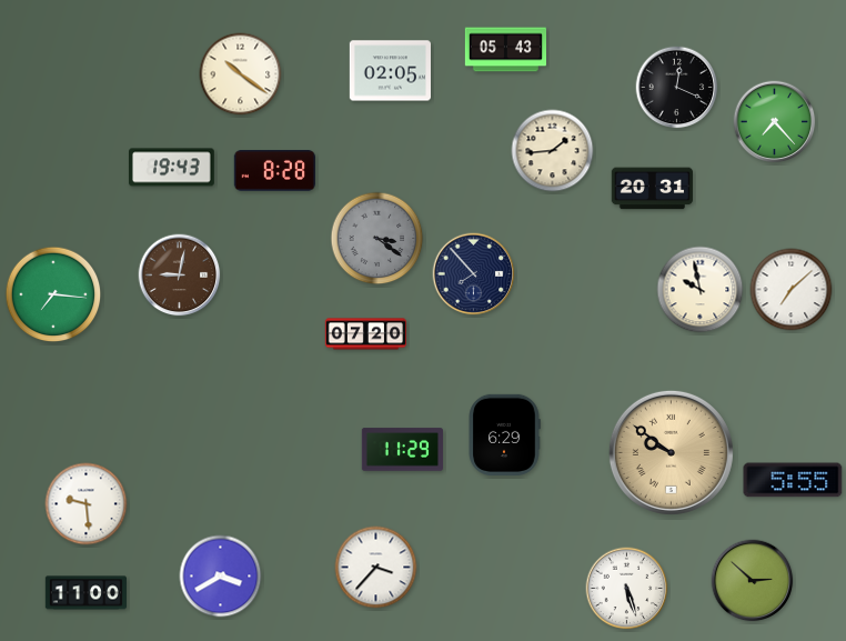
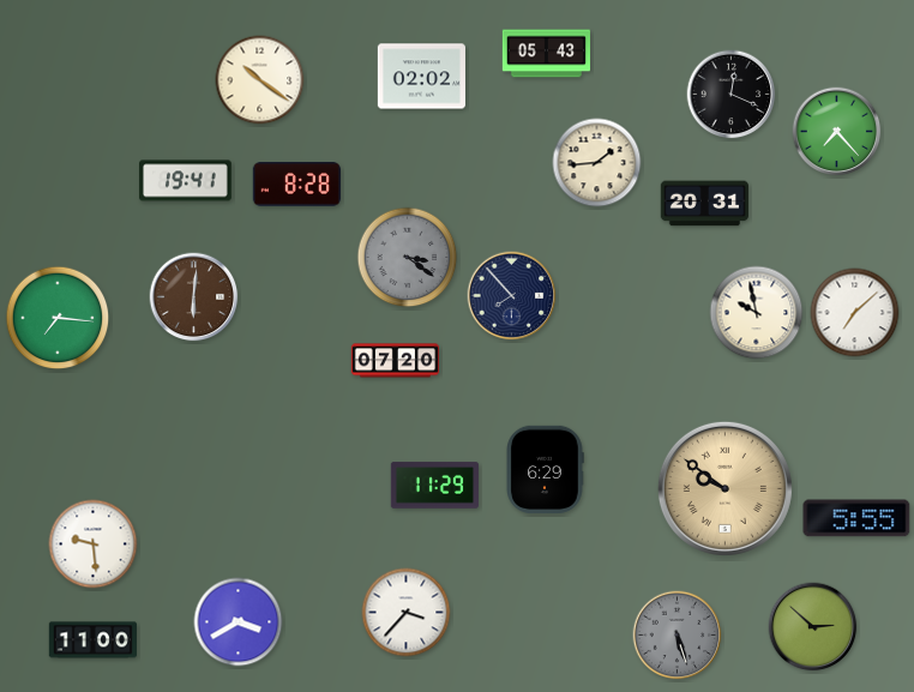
clock at (390, 71): 02:05 -> 02:02
clock at (172, 168): 19:43 -> 19:41
clock at (180, 276): 9:02 -> 6:01
clock at (627, 589) dial: white -> grey
